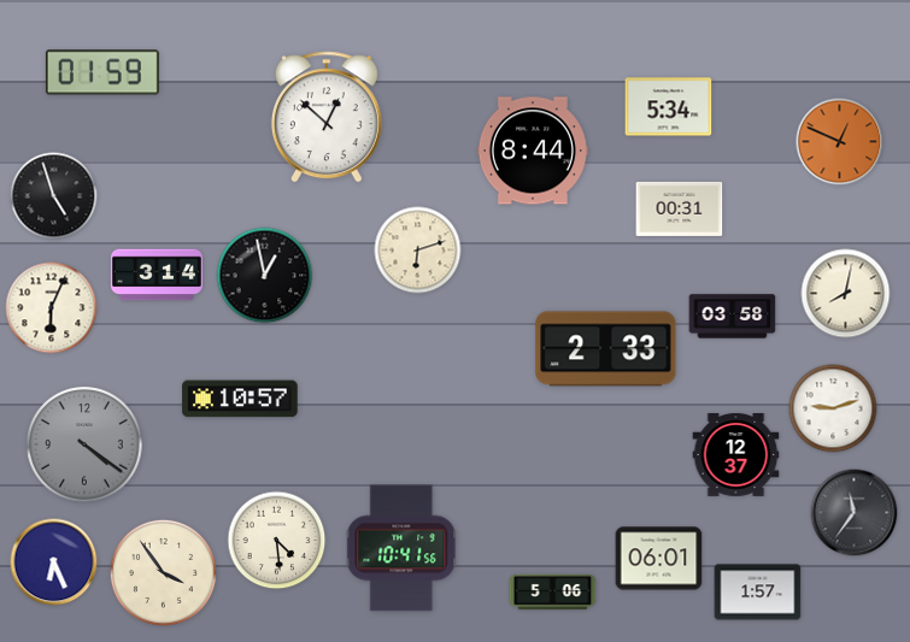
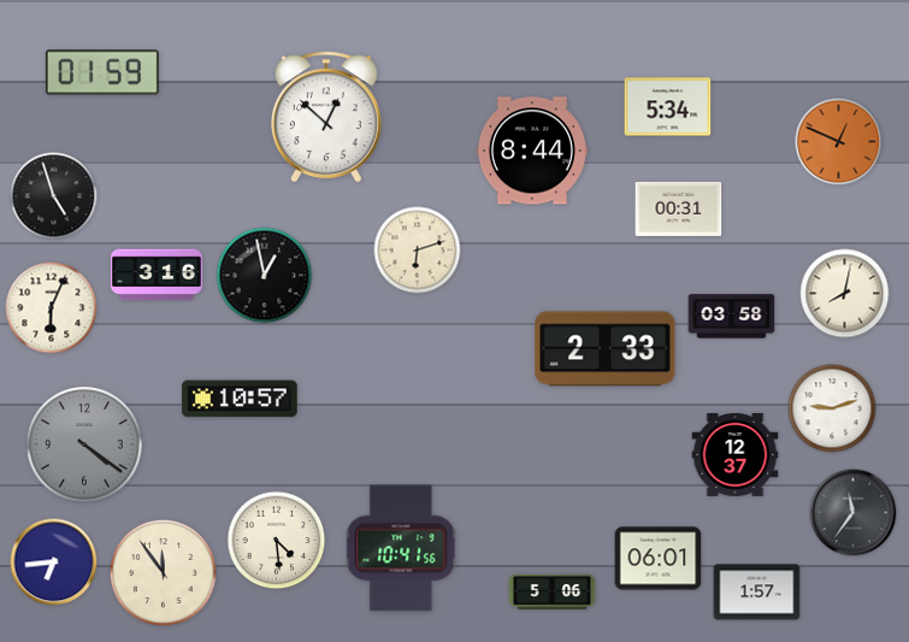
clock at (157, 275): 3:14 -> 3:16
clock at (54, 563): 6:26 -> 6:44
clock at (163, 572): 3:54 -> 11:54
